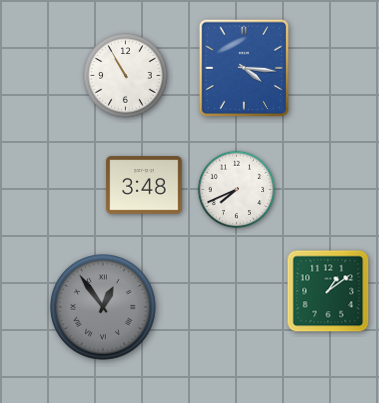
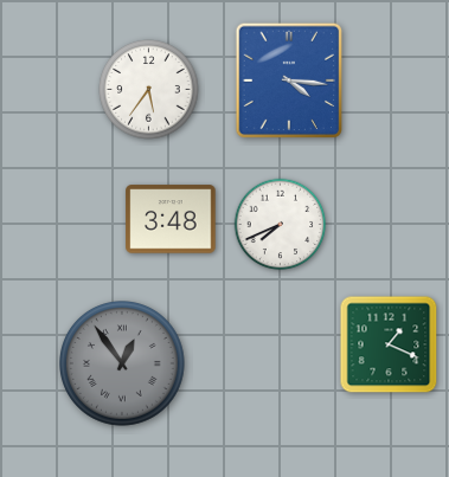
clock at (126, 76): 10:55 -> 5:36
clock at (328, 291): 1:09 -> 1:19
